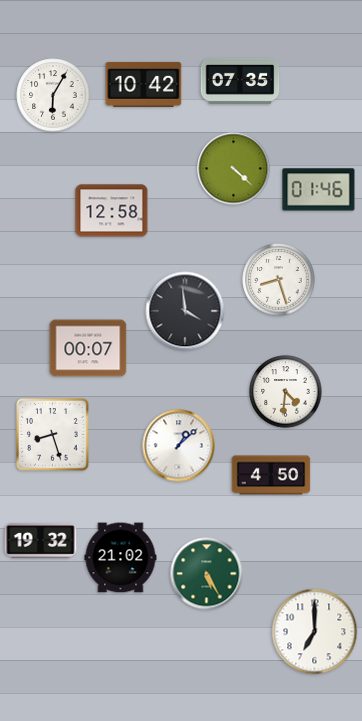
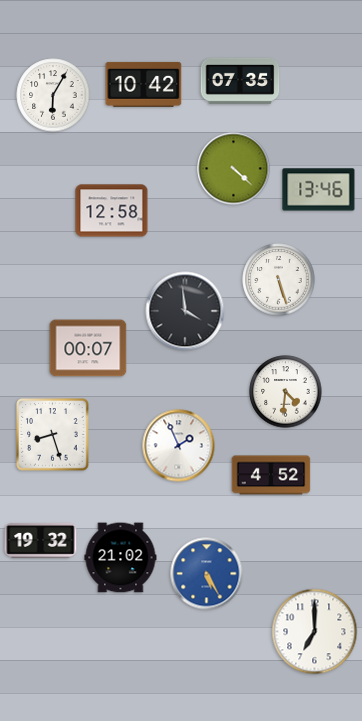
clock at (319, 190): 01:46 -> 13:46
clock at (279, 280): 8:27 -> 5:27
clock at (179, 446): 1:08 -> 1:56
clock at (271, 475): 4:50 -> 4:52
clock at (207, 574) dial: green -> blue
